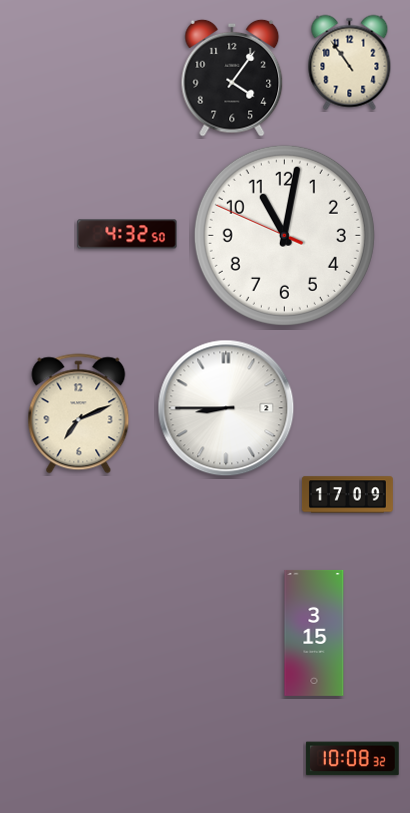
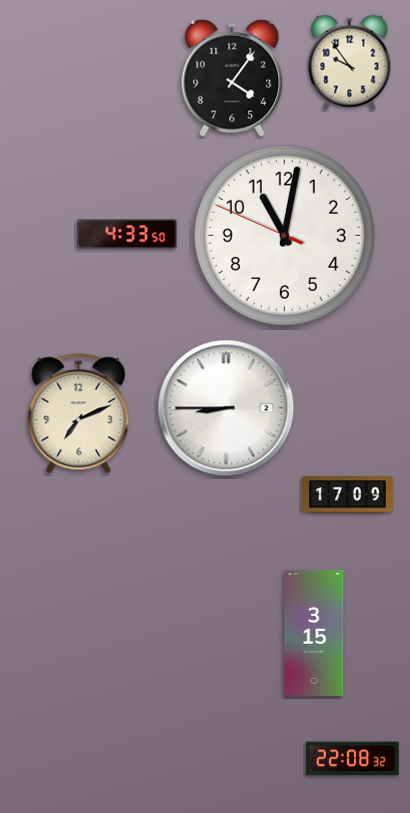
clock at (350, 63): 10:54 -> 9:54
clock at (127, 234): 4:32 -> 4:33
clock at (352, 759): 10:08 -> 22:08
